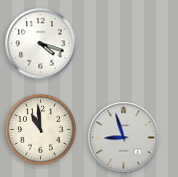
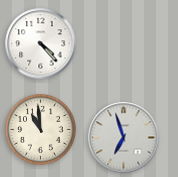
clock at (41, 44): 4:18 -> 4:23
clock at (124, 138): 8:57 -> 6:57
